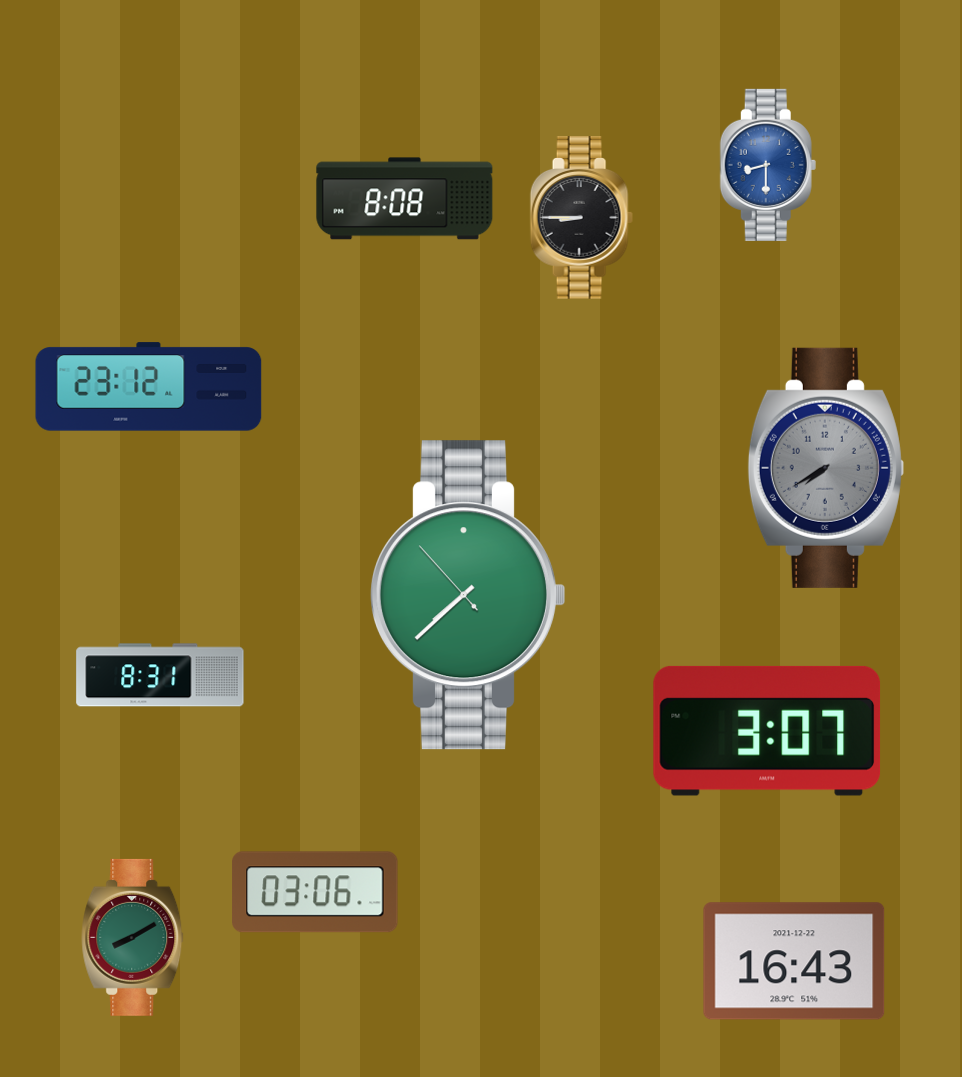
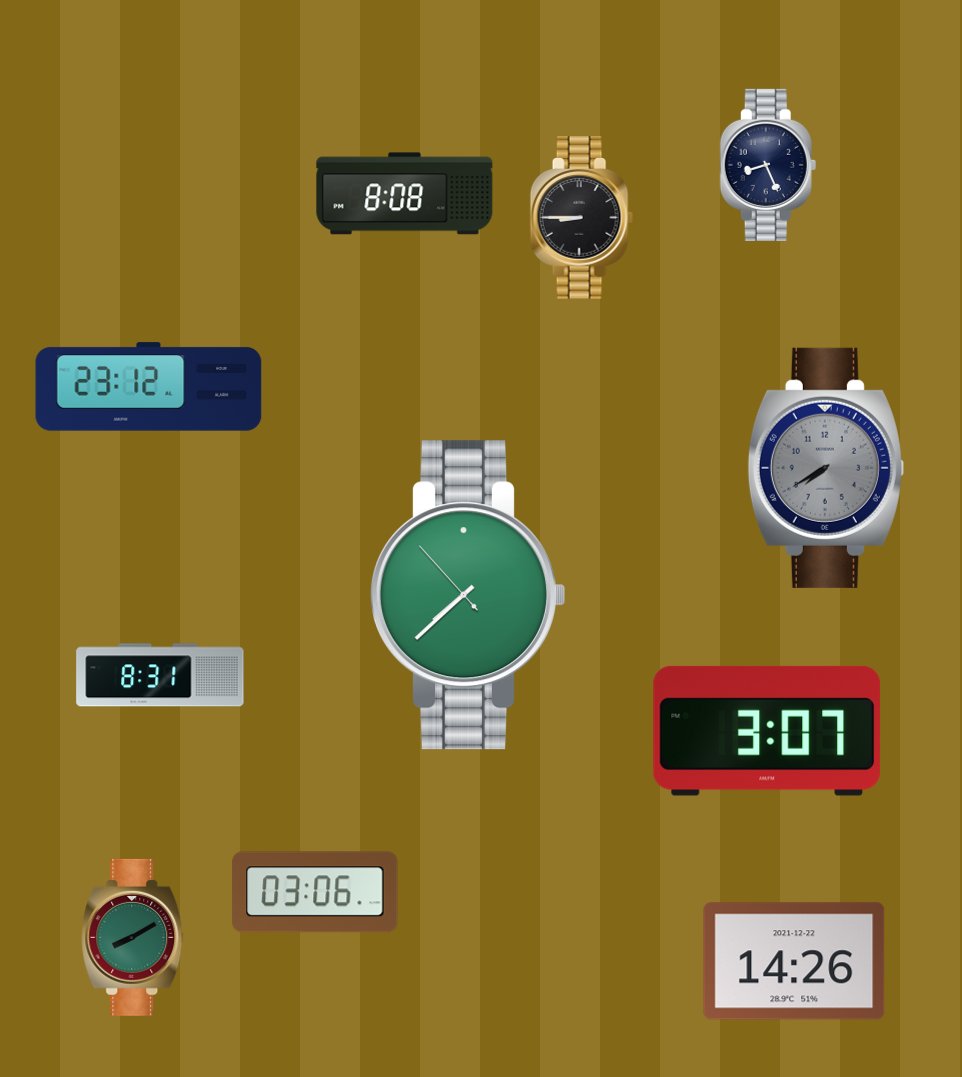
clock at (768, 165): 8:30 -> 8:26
clock at (768, 165) dial: blue -> navy
clock at (405, 199) position: (405, 199) -> (405, 194)
clock at (794, 961): 16:43 -> 14:26
